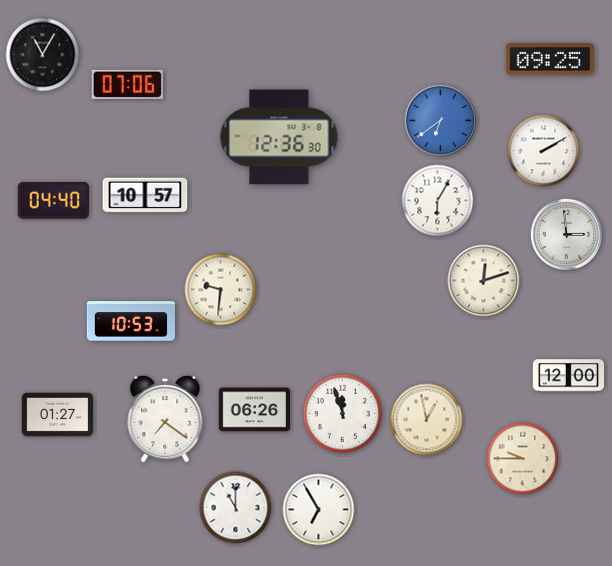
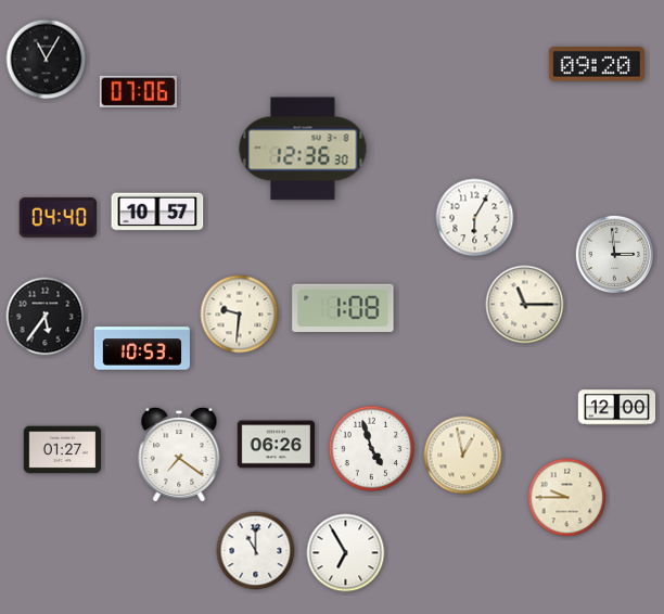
clock at (550, 59): 09:25 -> 09:20
clock at (441, 121): 6:39 -> none
clock at (544, 151): 2:10 -> none
clock at (484, 281): 12:12 -> 11:15
clock at (343, 308): none -> 1:08
clock at (46, 317): none -> 5:36
clock at (343, 414): 11:57 -> 4:57
